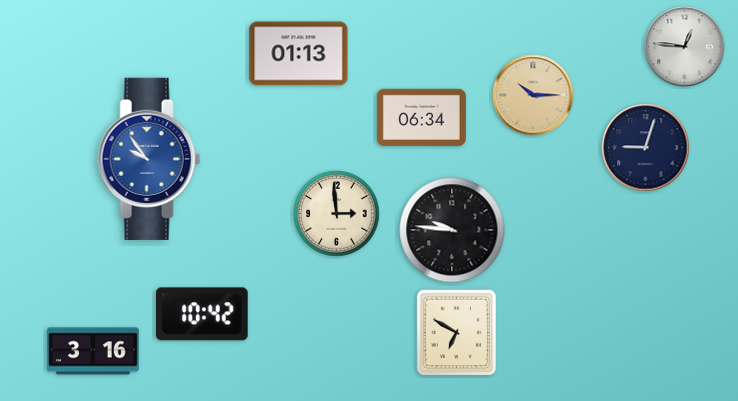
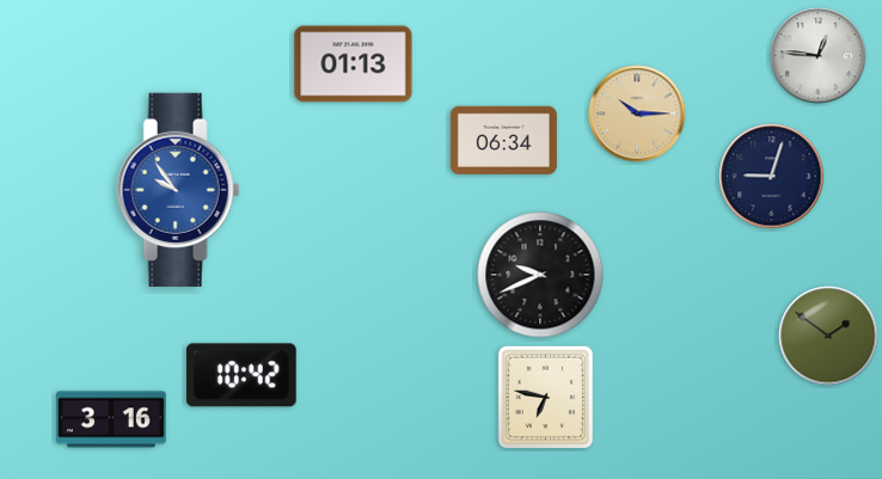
clock at (299, 54) position: (299, 54) -> (354, 65)
clock at (337, 214): 2:59 -> none
clock at (452, 230): 9:46 -> 9:41
clock at (828, 336): none -> 1:51
clock at (457, 333): 6:50 -> 6:47
